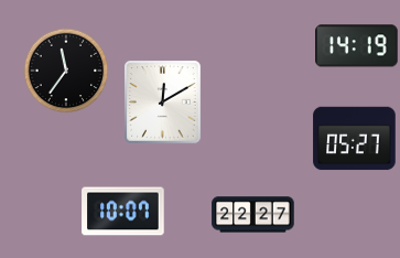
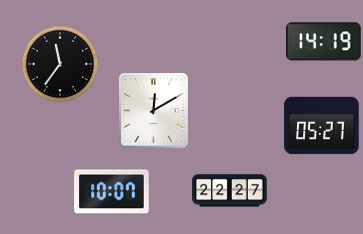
clock at (163, 103) position: (163, 103) -> (154, 111)
clock at (253, 215) position: (253, 215) -> (230, 191)
